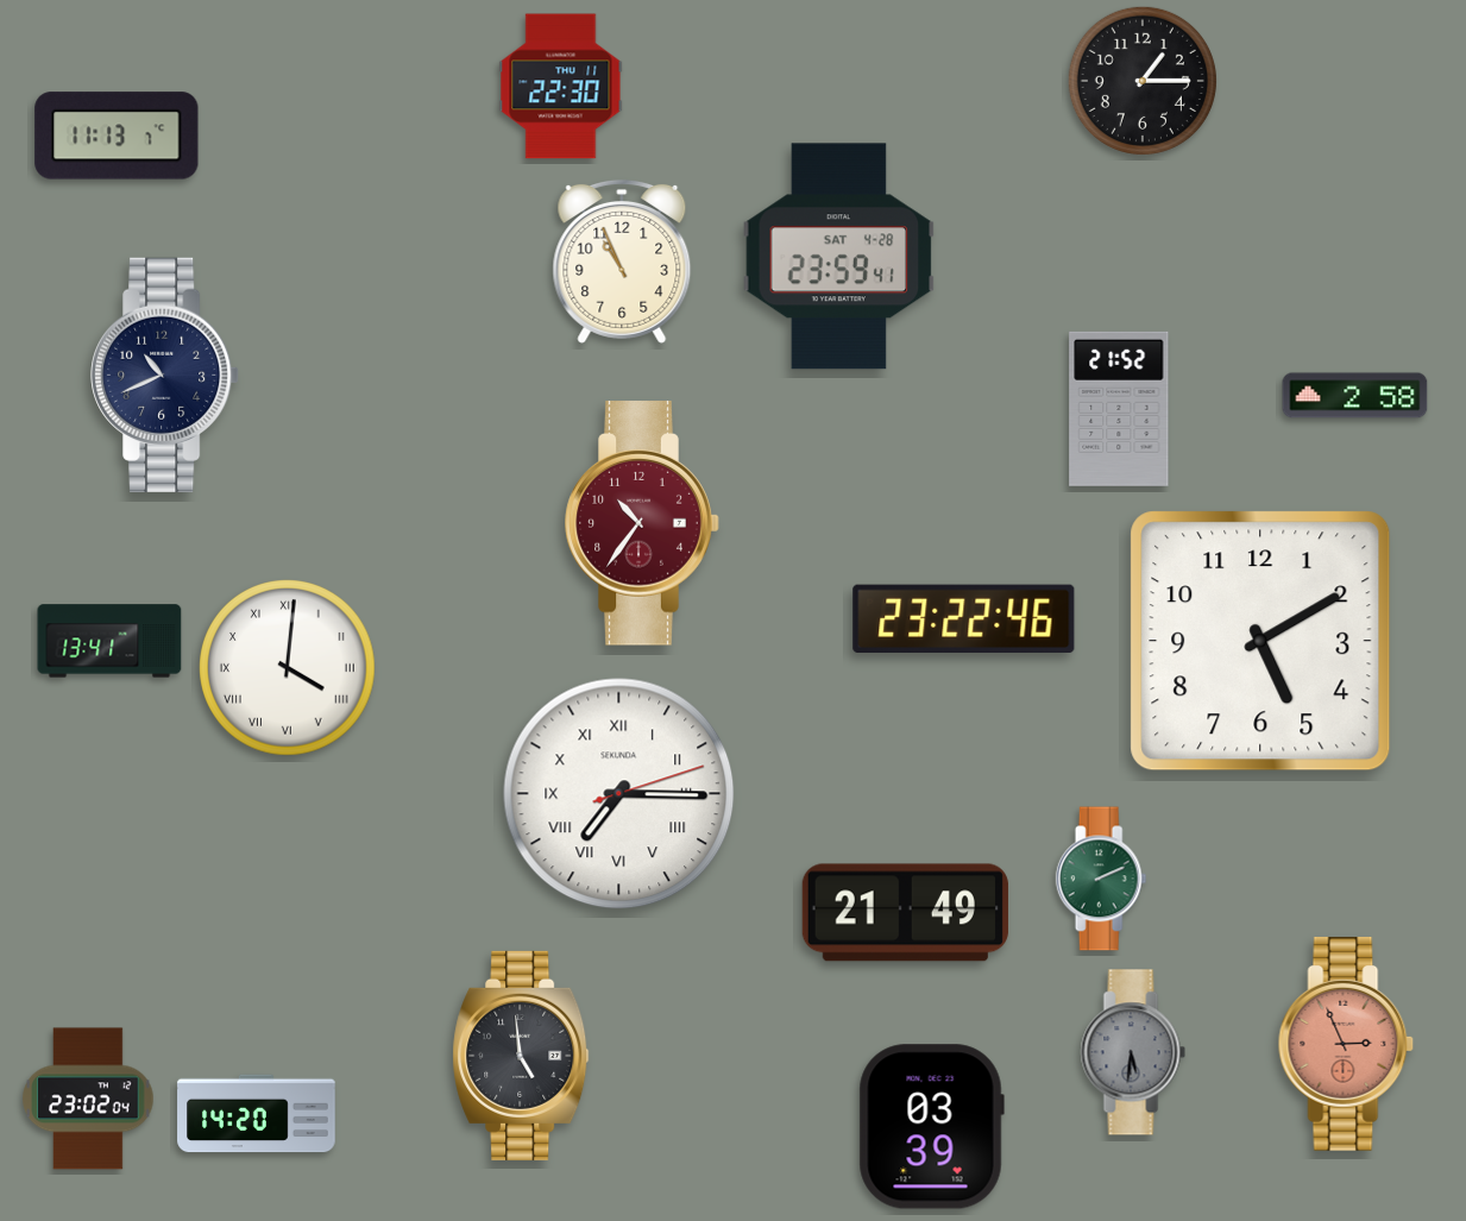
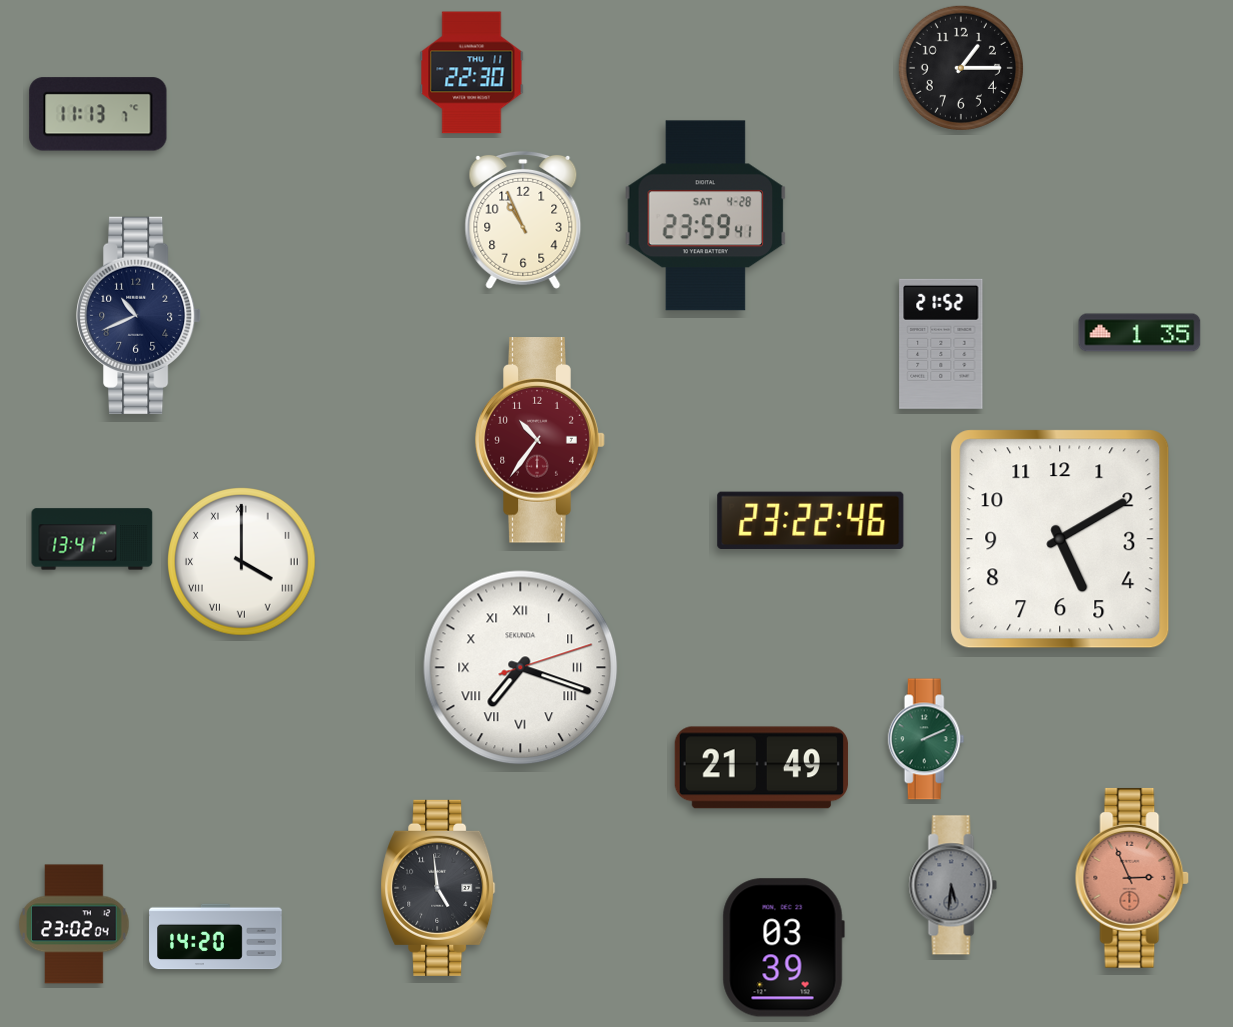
clock at (1355, 396): 2:58 -> 1:35
clock at (288, 668): 4:01 -> 4:00
clock at (619, 794): 7:15 -> 7:18
